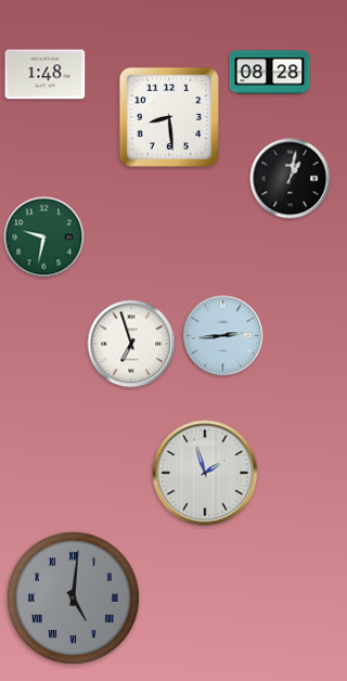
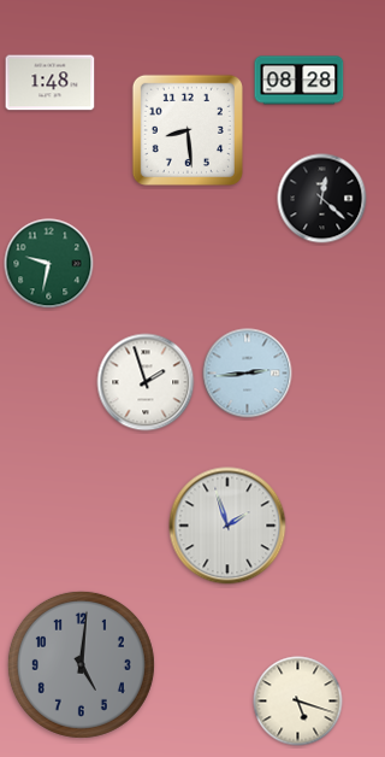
clock at (291, 179): 1:02 -> 12:22
clock at (131, 344): 6:57 -> 1:57
clock at (73, 598) numerals: Roman -> Arabic
clock at (298, 702): none -> 5:18
